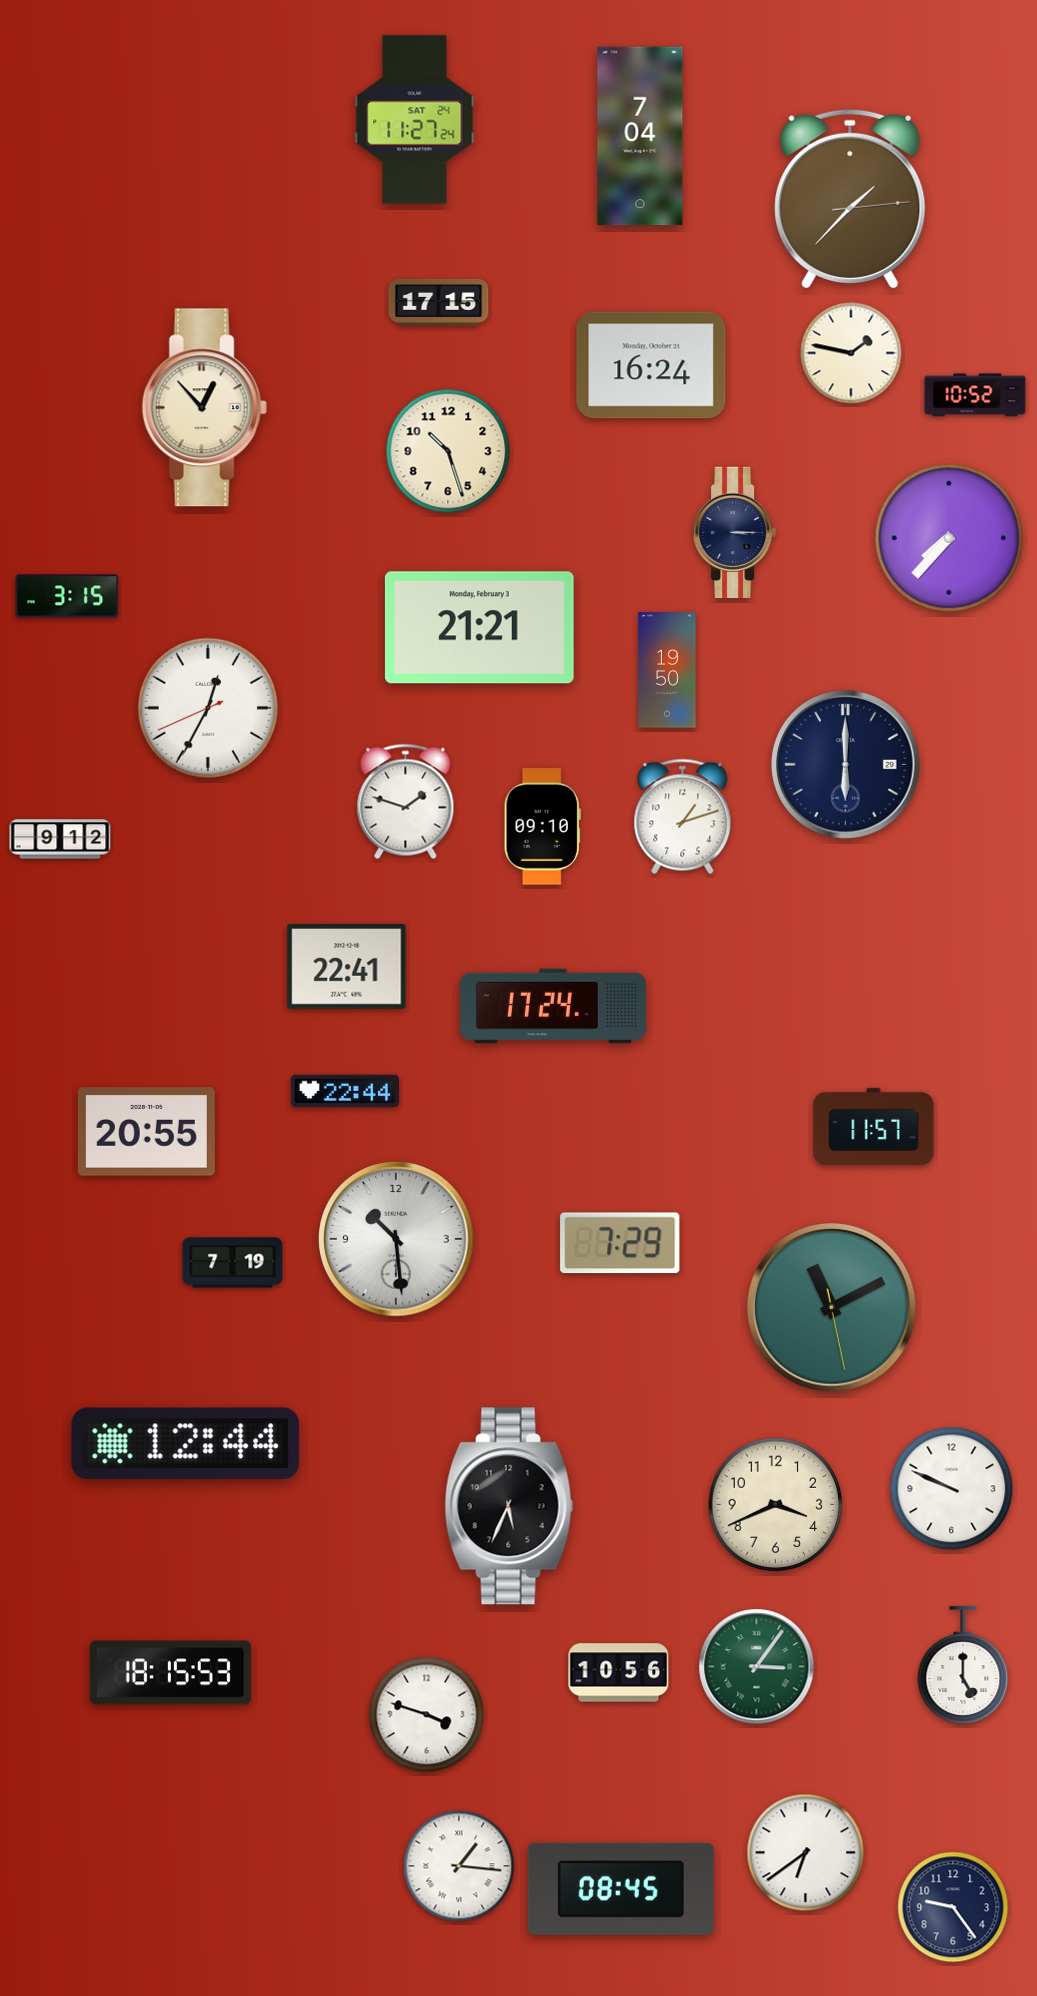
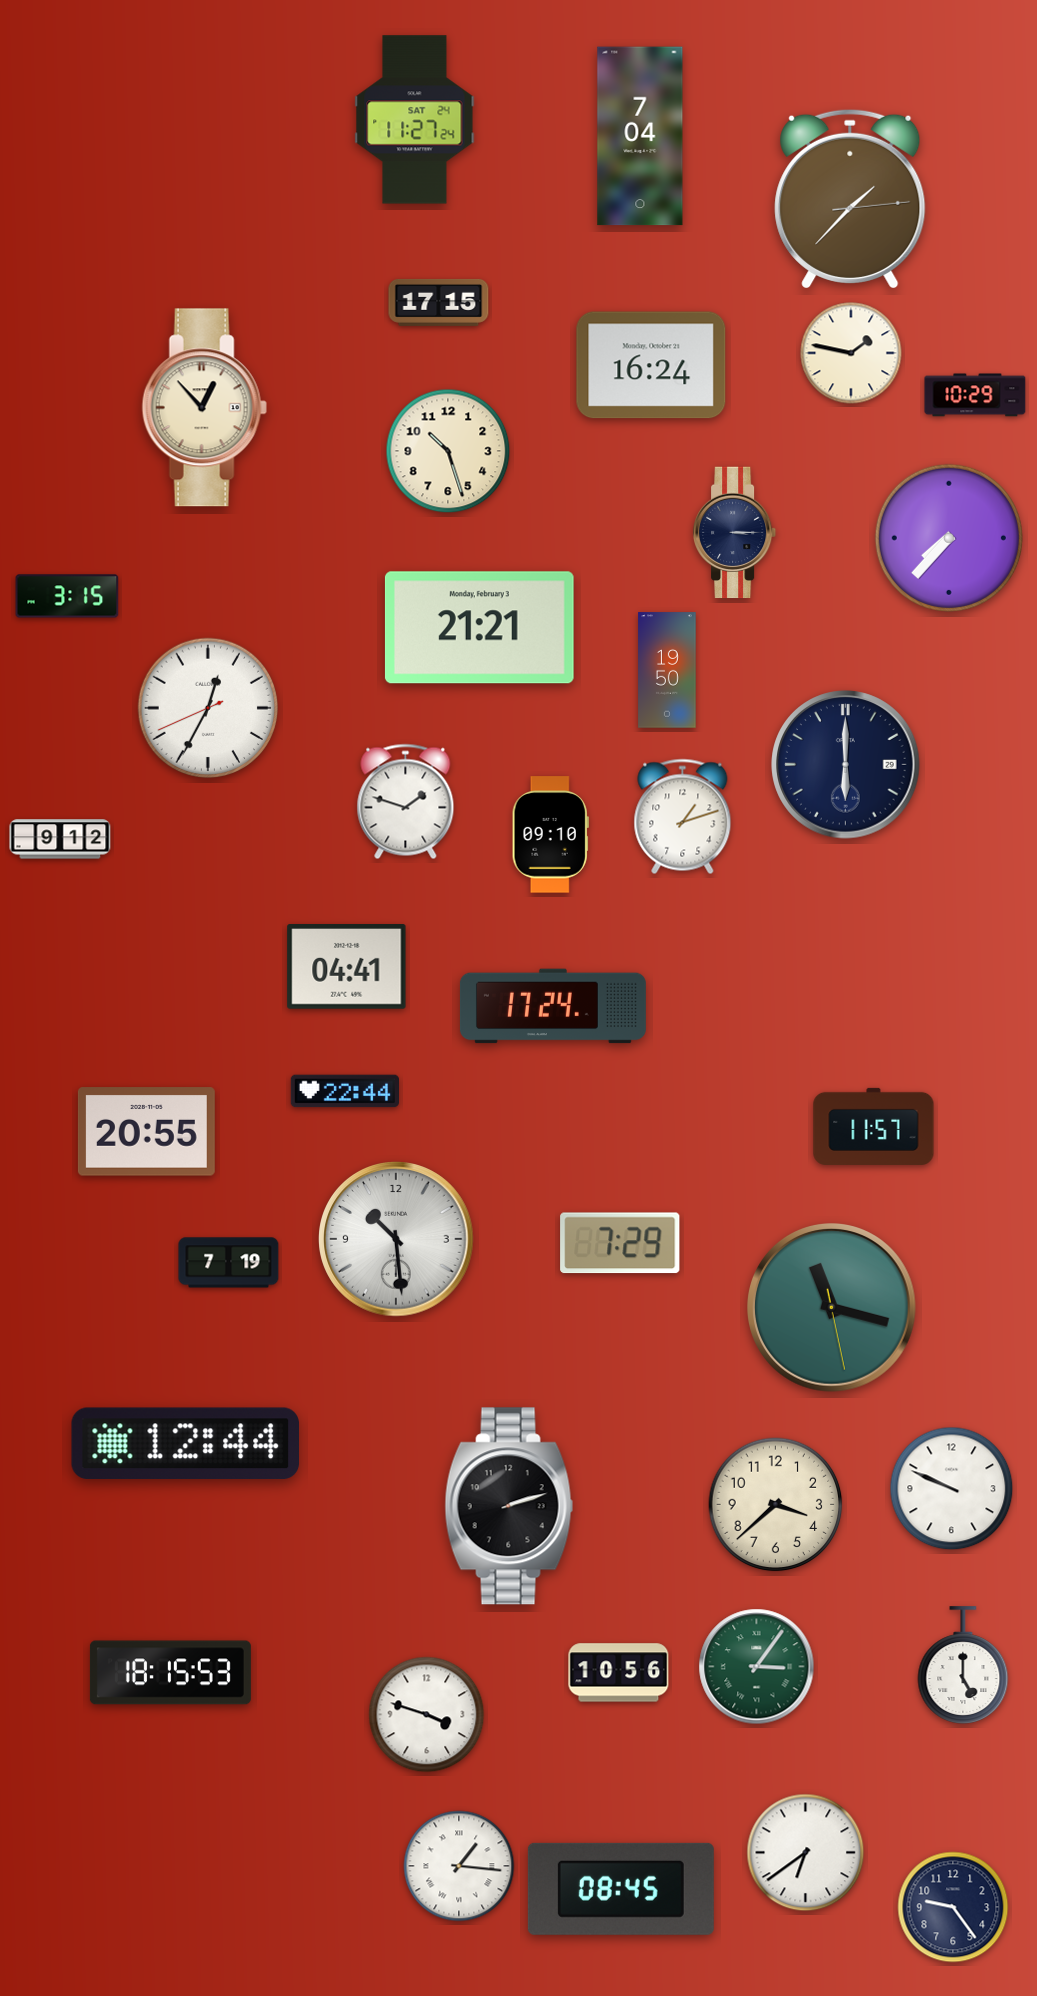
clock at (975, 395): 10:52 -> 10:29
clock at (542, 827) position: (542, 827) -> (550, 835)
clock at (347, 967): 22:41 -> 04:41
clock at (233, 1263) position: (233, 1263) -> (229, 1263)
clock at (832, 1308): 11:10 -> 11:17
clock at (776, 1505): 3:41 -> 3:38
clock at (509, 1506): 5:34 -> 2:12
